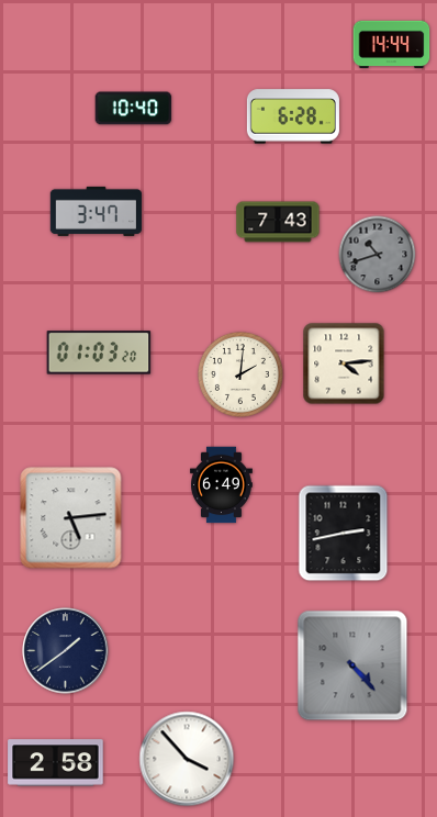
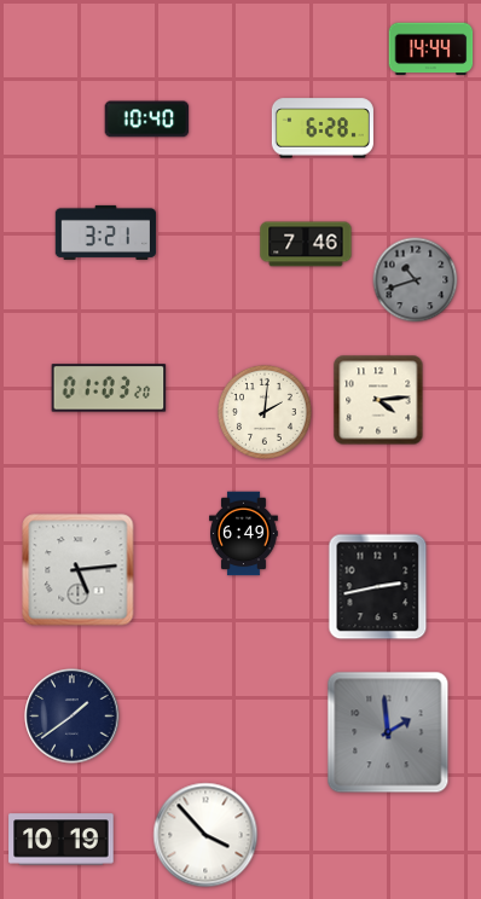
clock at (97, 211): 3:47 -> 3:21
clock at (278, 222): 7:43 -> 7:46
clock at (352, 665): 4:23 -> 1:59
clock at (56, 763): 2:58 -> 10:19
